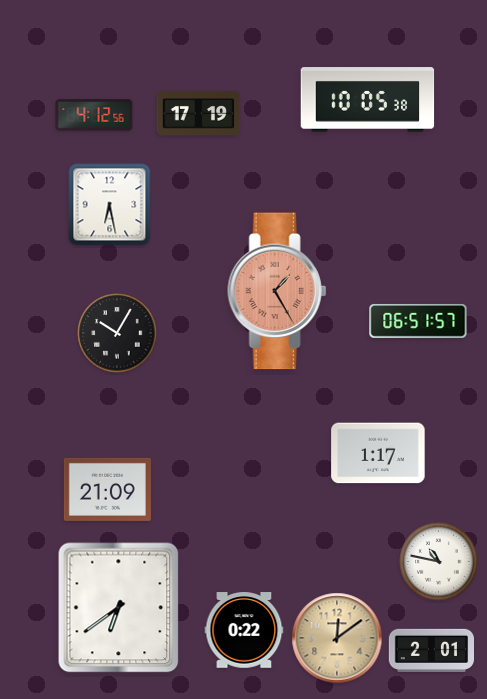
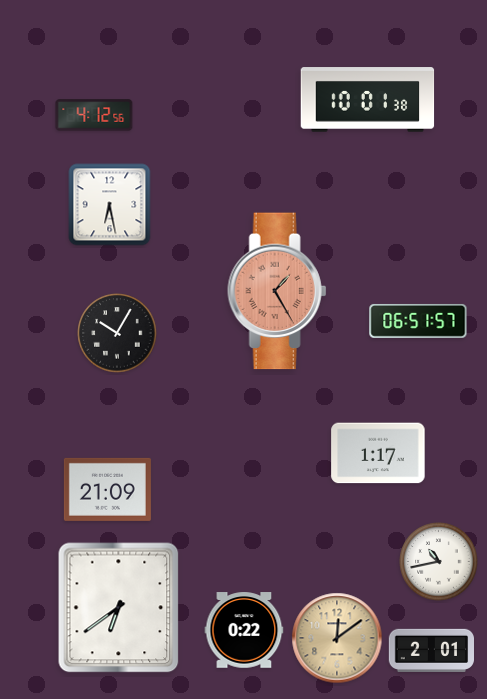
clock at (368, 100): 10:05 -> 10:01
clock at (199, 114): 17:19 -> none
clock at (439, 562): 10:47 -> 10:43
